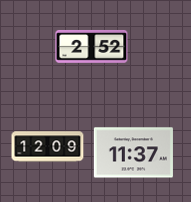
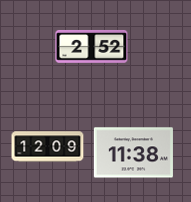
clock at (133, 153): 11:37 -> 11:38
